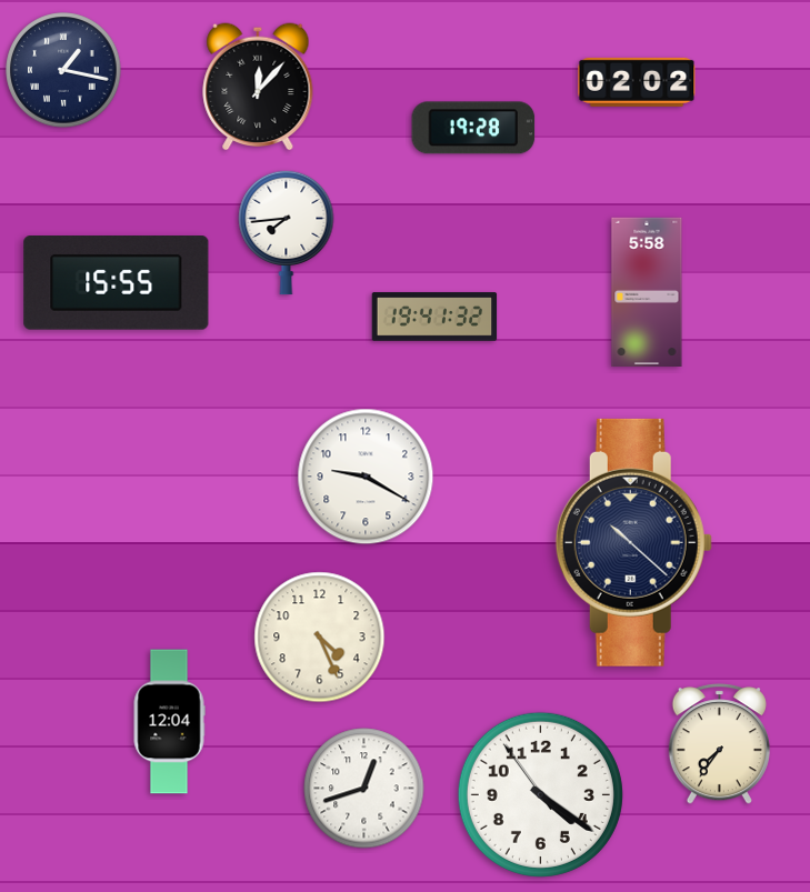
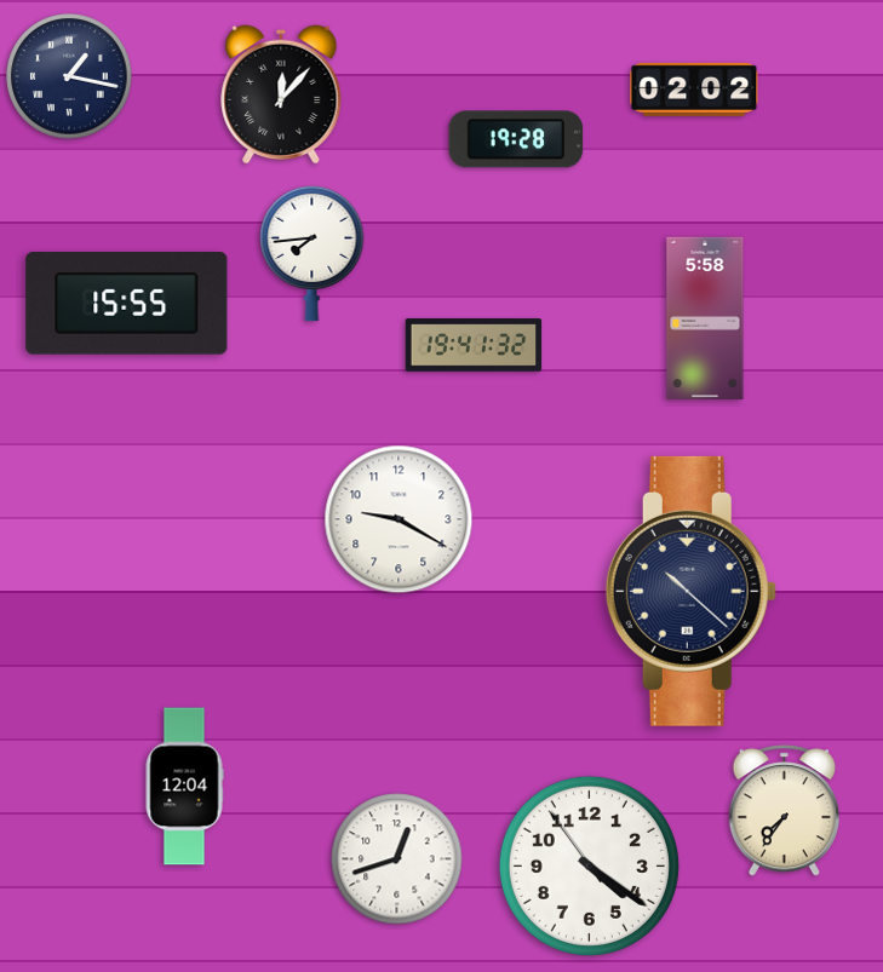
clock at (117, 283) position: (117, 283) -> (127, 304)
clock at (320, 638): 4:26 -> none
